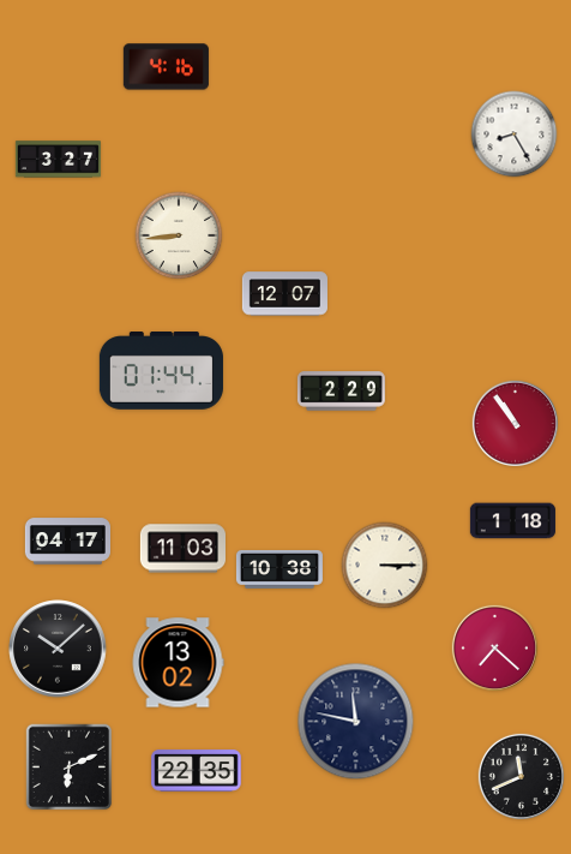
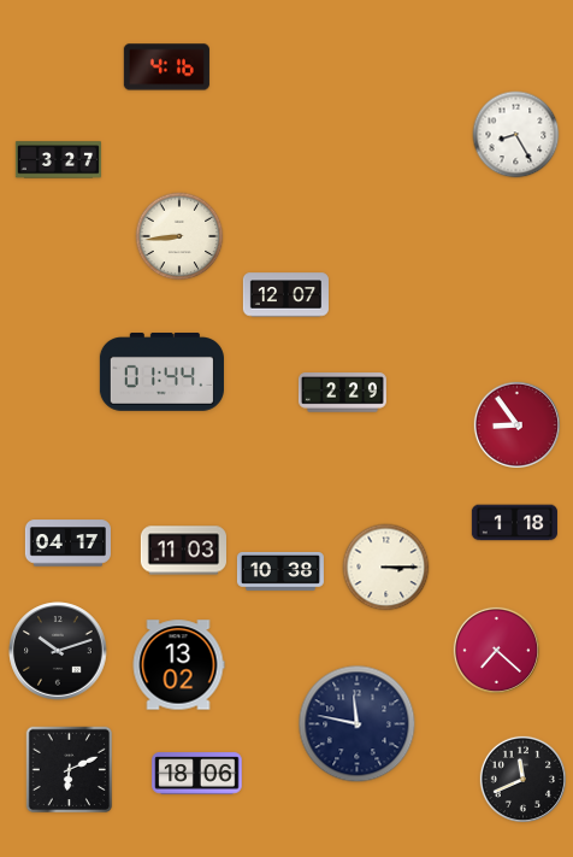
clock at (515, 423): 10:54 -> 8:54
clock at (58, 649): 10:08 -> 10:12
clock at (197, 771): 22:35 -> 18:06
